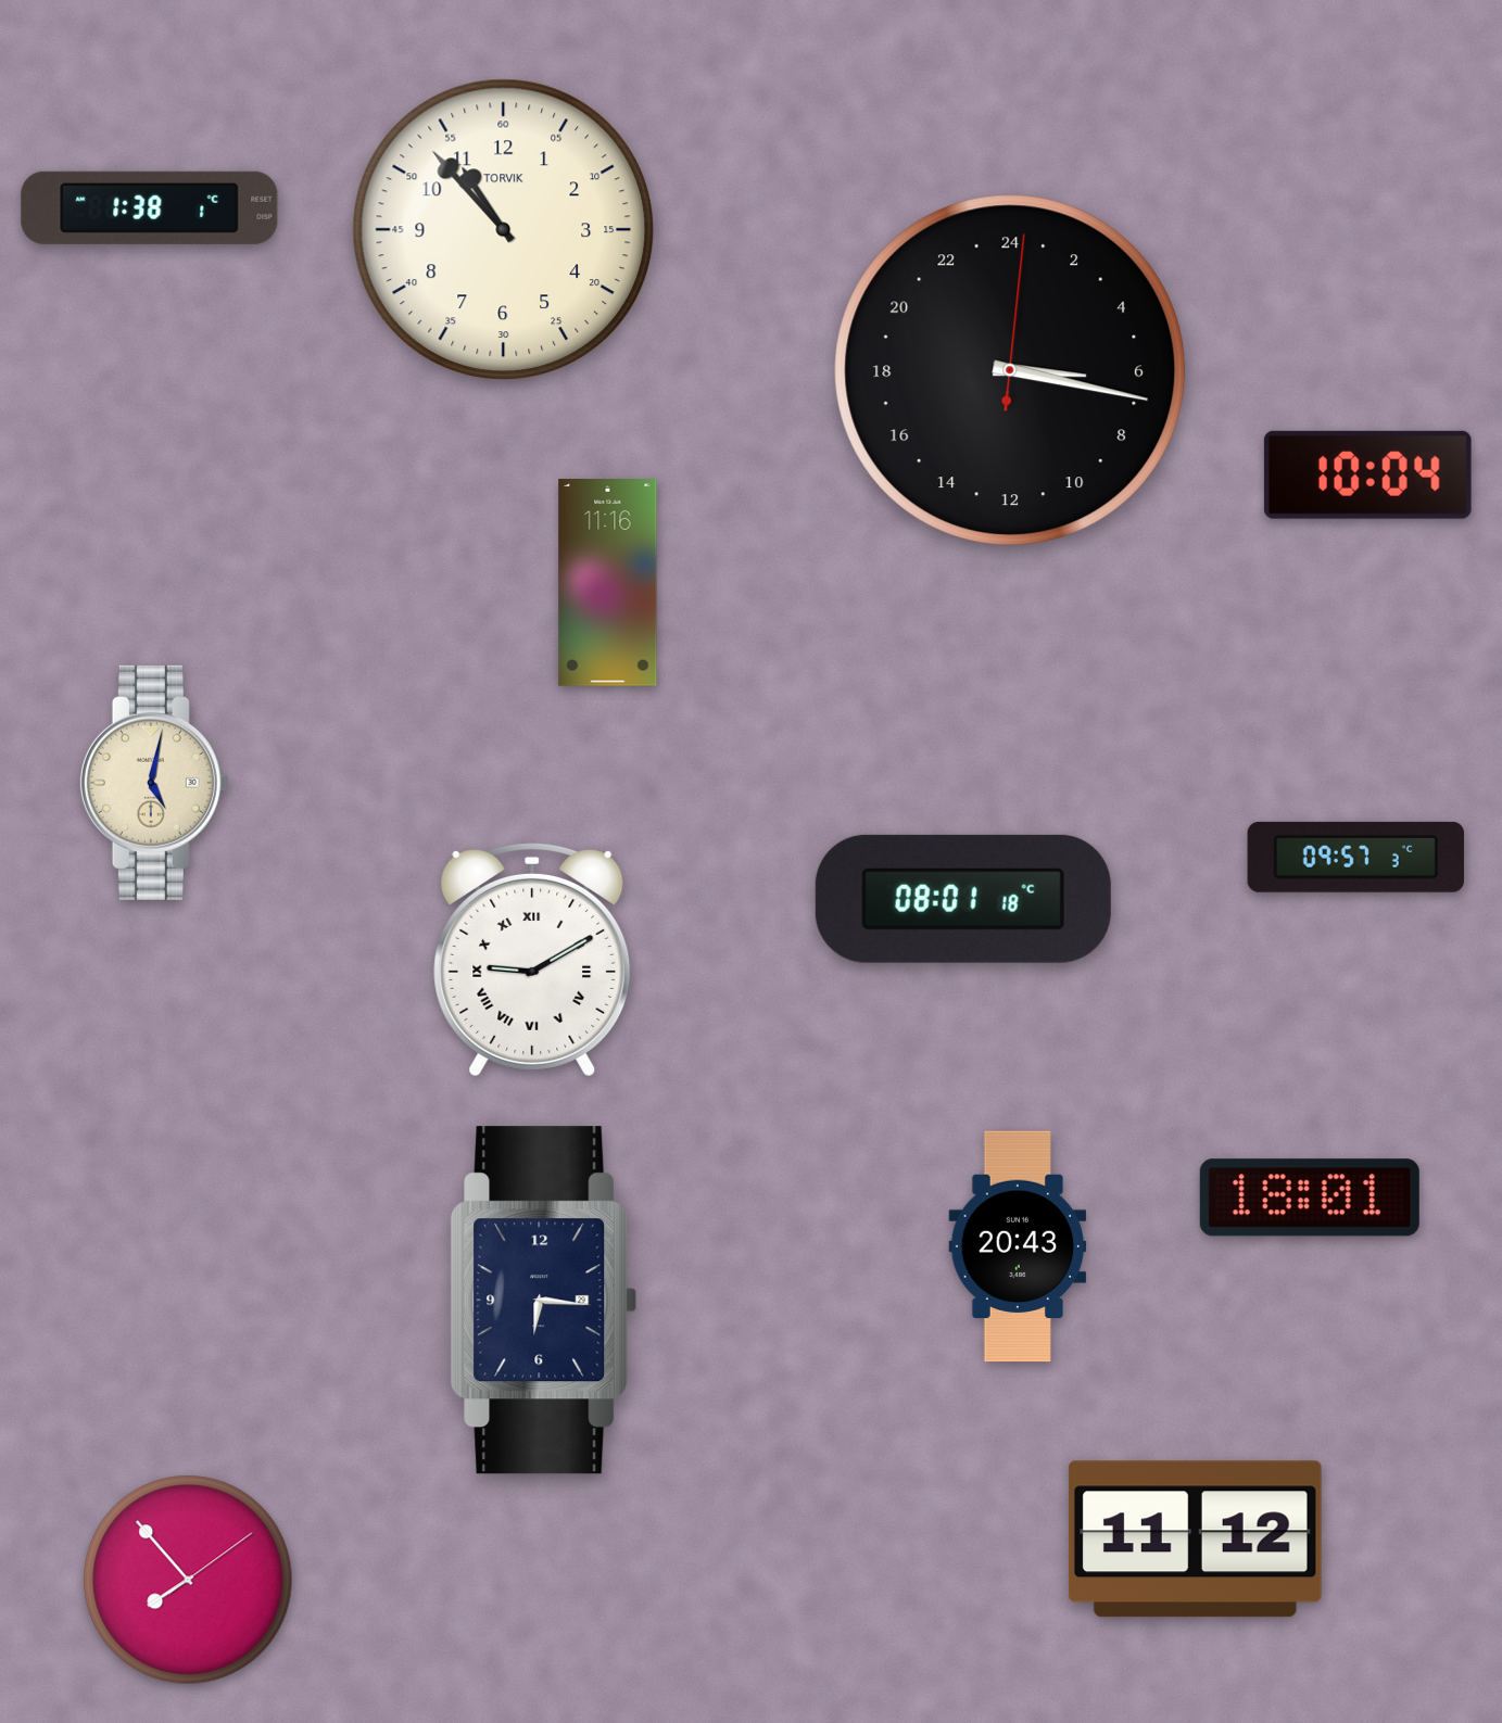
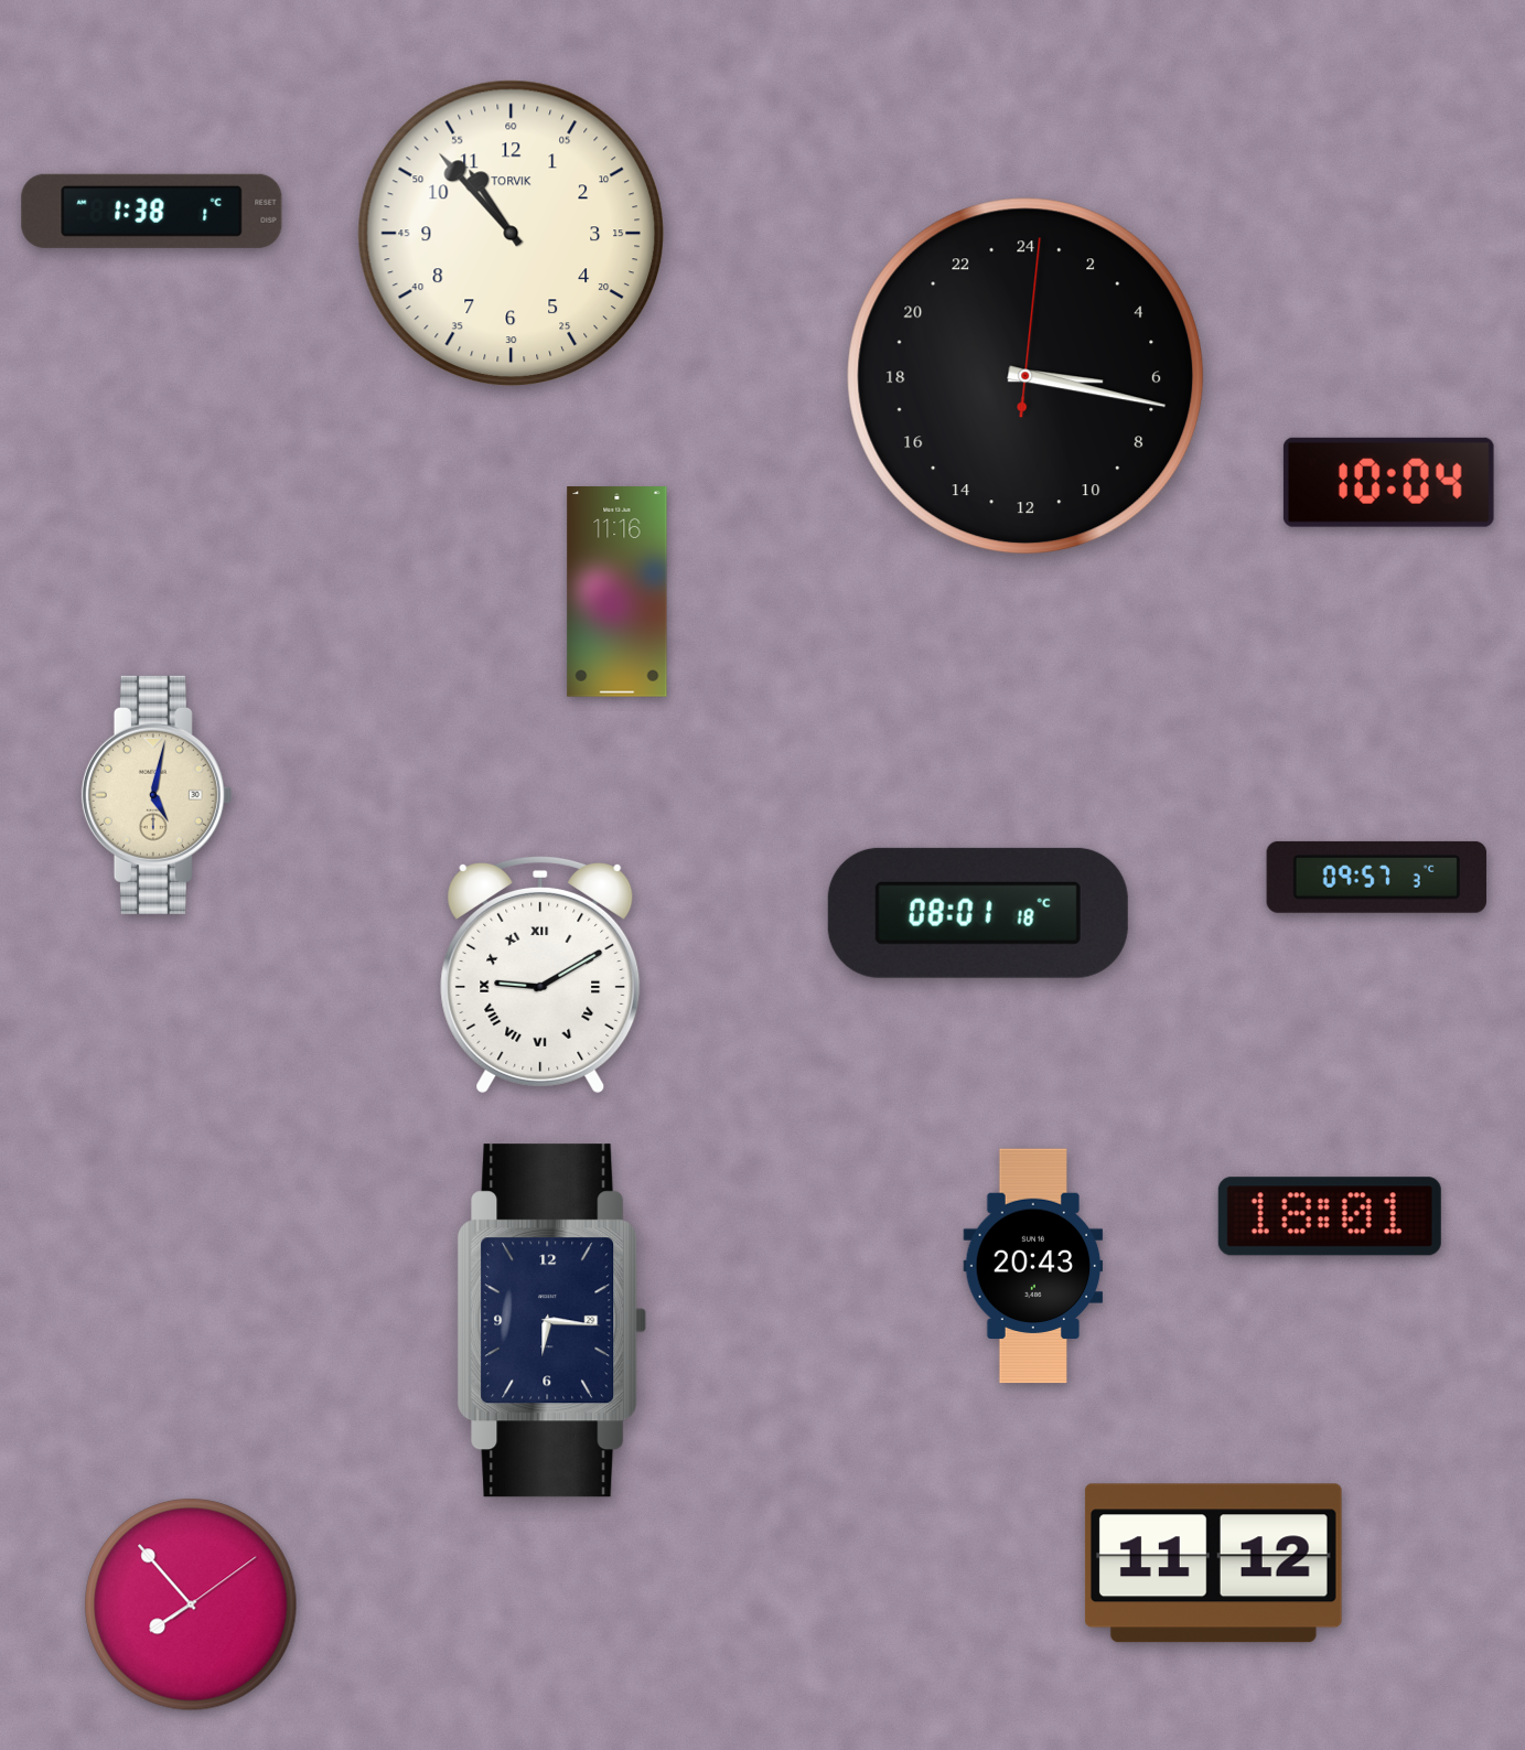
clock at (1355, 857) position: (1355, 857) -> (1376, 877)
